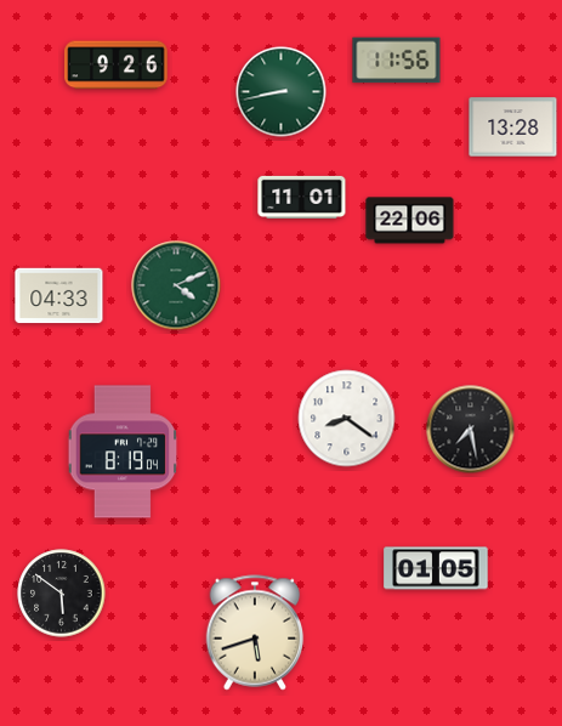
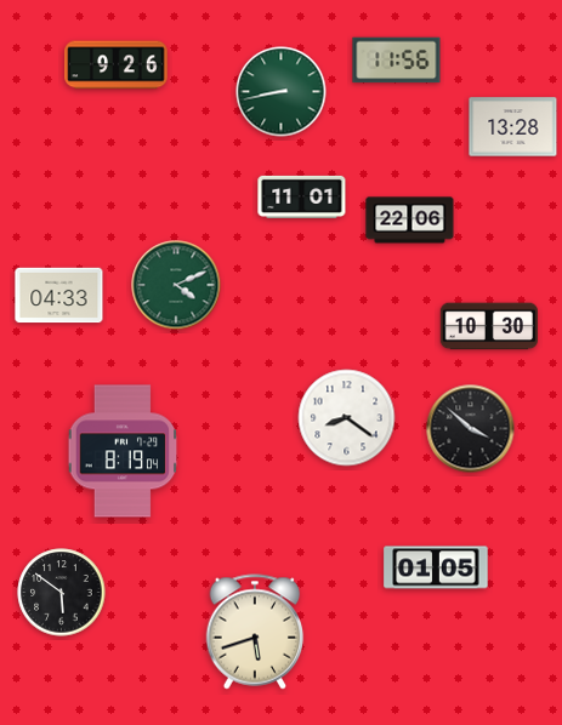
clock at (488, 326): none -> 10:30
clock at (471, 430): 7:28 -> 3:52
